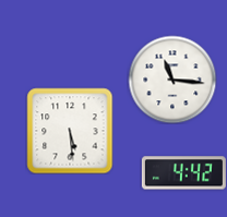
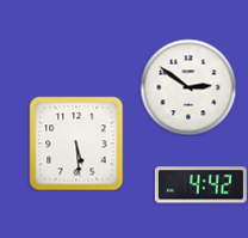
clock at (172, 80): 11:16 -> 2:51
clock at (183, 173) position: (183, 173) -> (200, 185)
